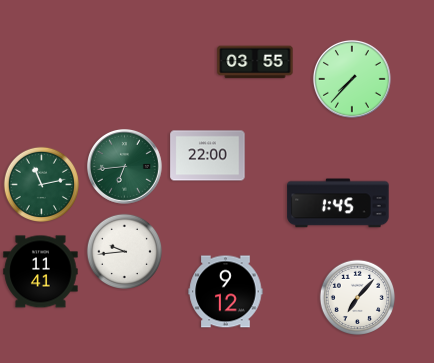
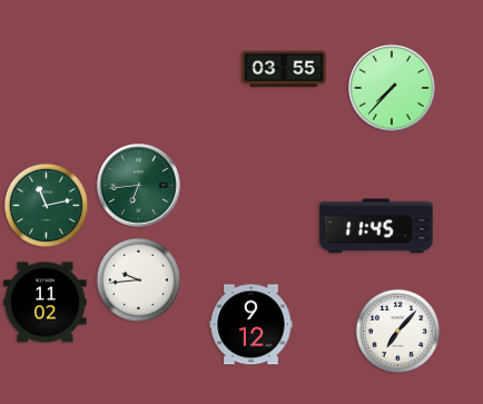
clock at (208, 156): 22:00 -> none
clock at (338, 203): 1:45 -> 11:45
clock at (41, 272): 11:41 -> 11:02
